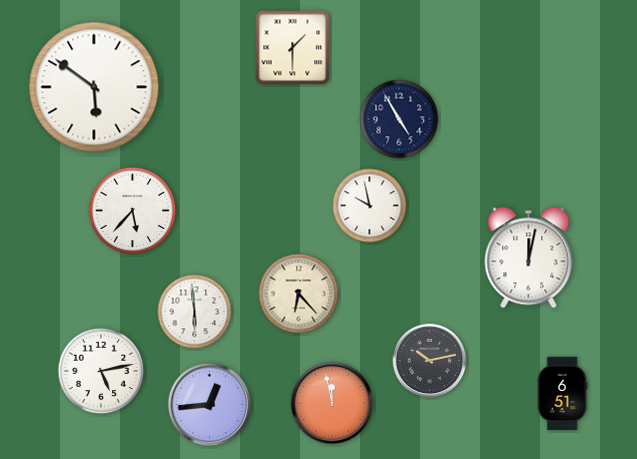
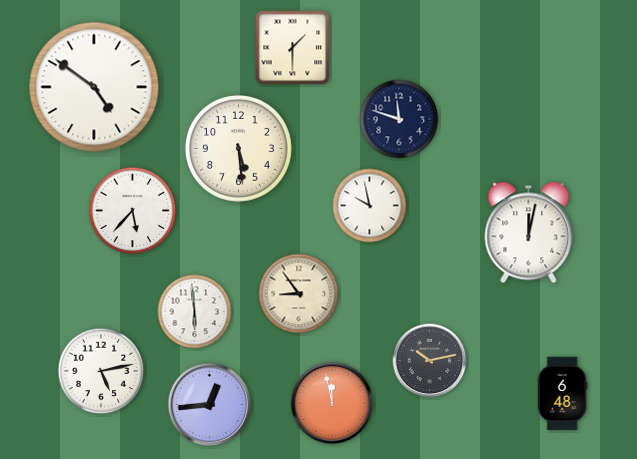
clock at (94, 87): 5:51 -> 4:51
clock at (399, 119): 4:55 -> 11:48
clock at (238, 148): none -> 5:29
clock at (529, 258) position: (529, 258) -> (529, 233)
clock at (299, 294): 6:23 -> 8:54
clock at (562, 394): 6:51 -> 6:48
